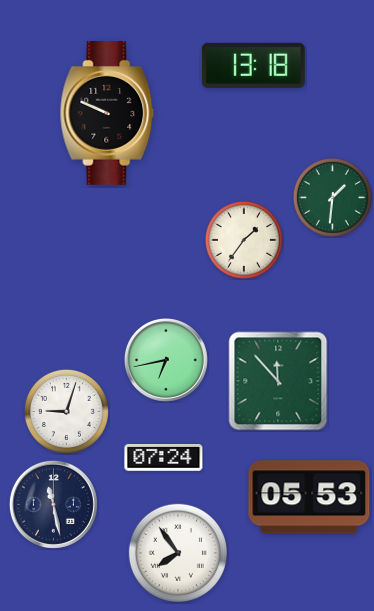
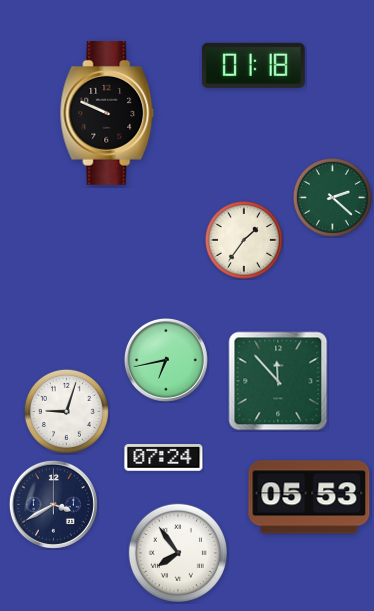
clock at (253, 65): 13:18 -> 01:18
clock at (332, 197): 1:31 -> 2:22
clock at (53, 504): 11:28 -> 3:40
